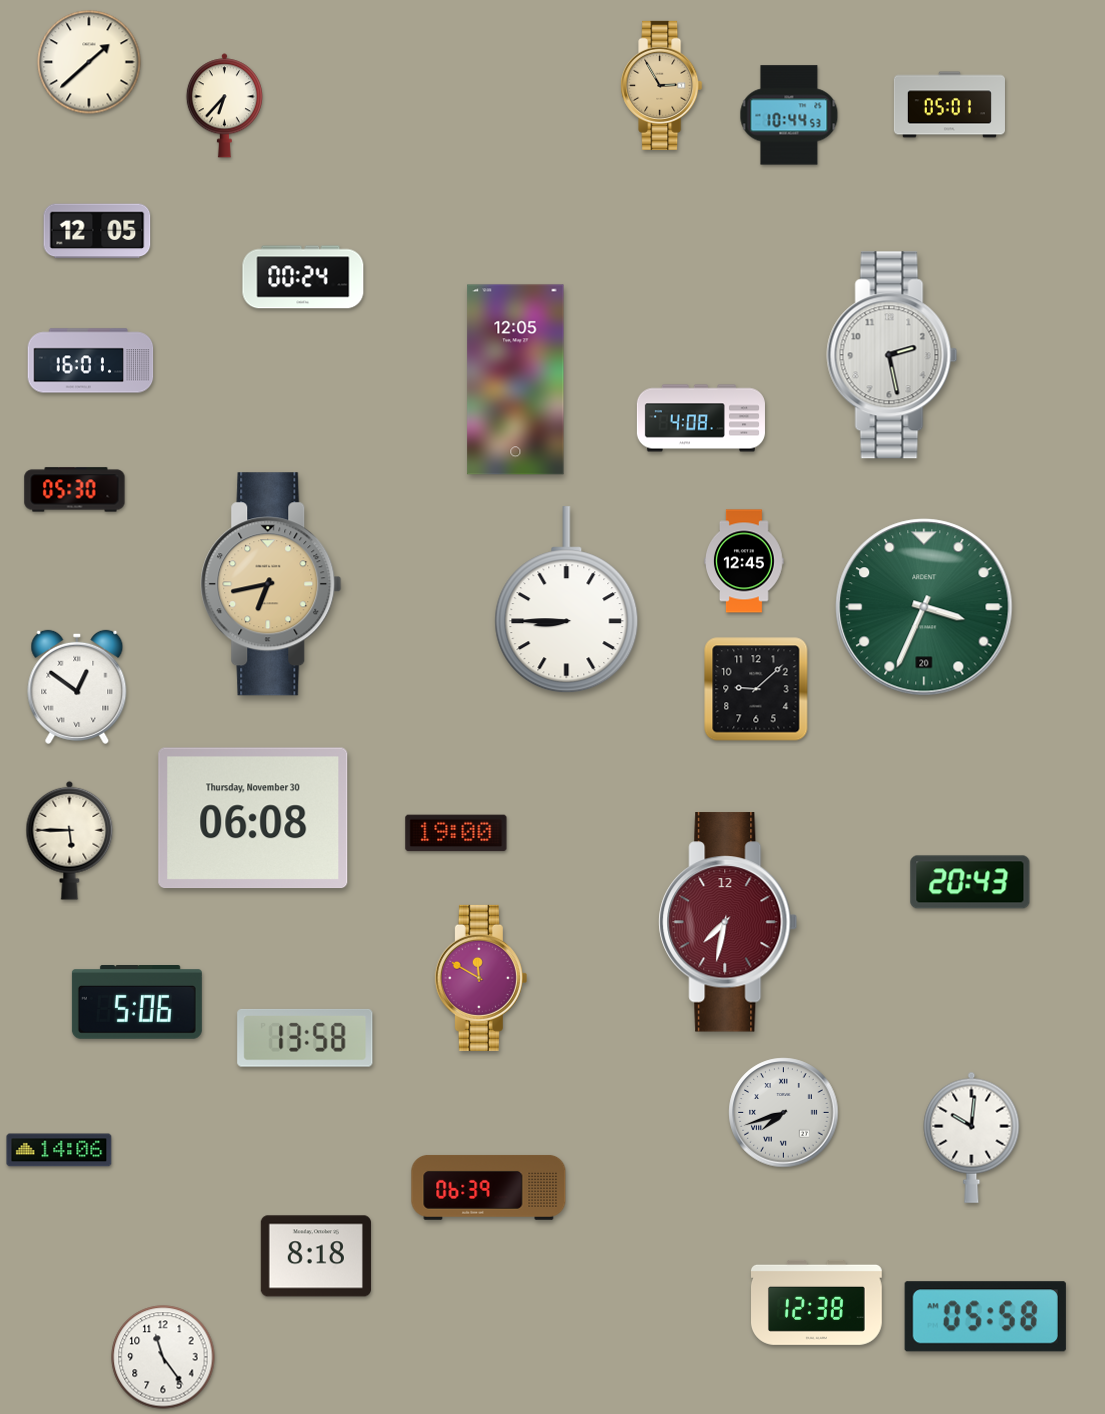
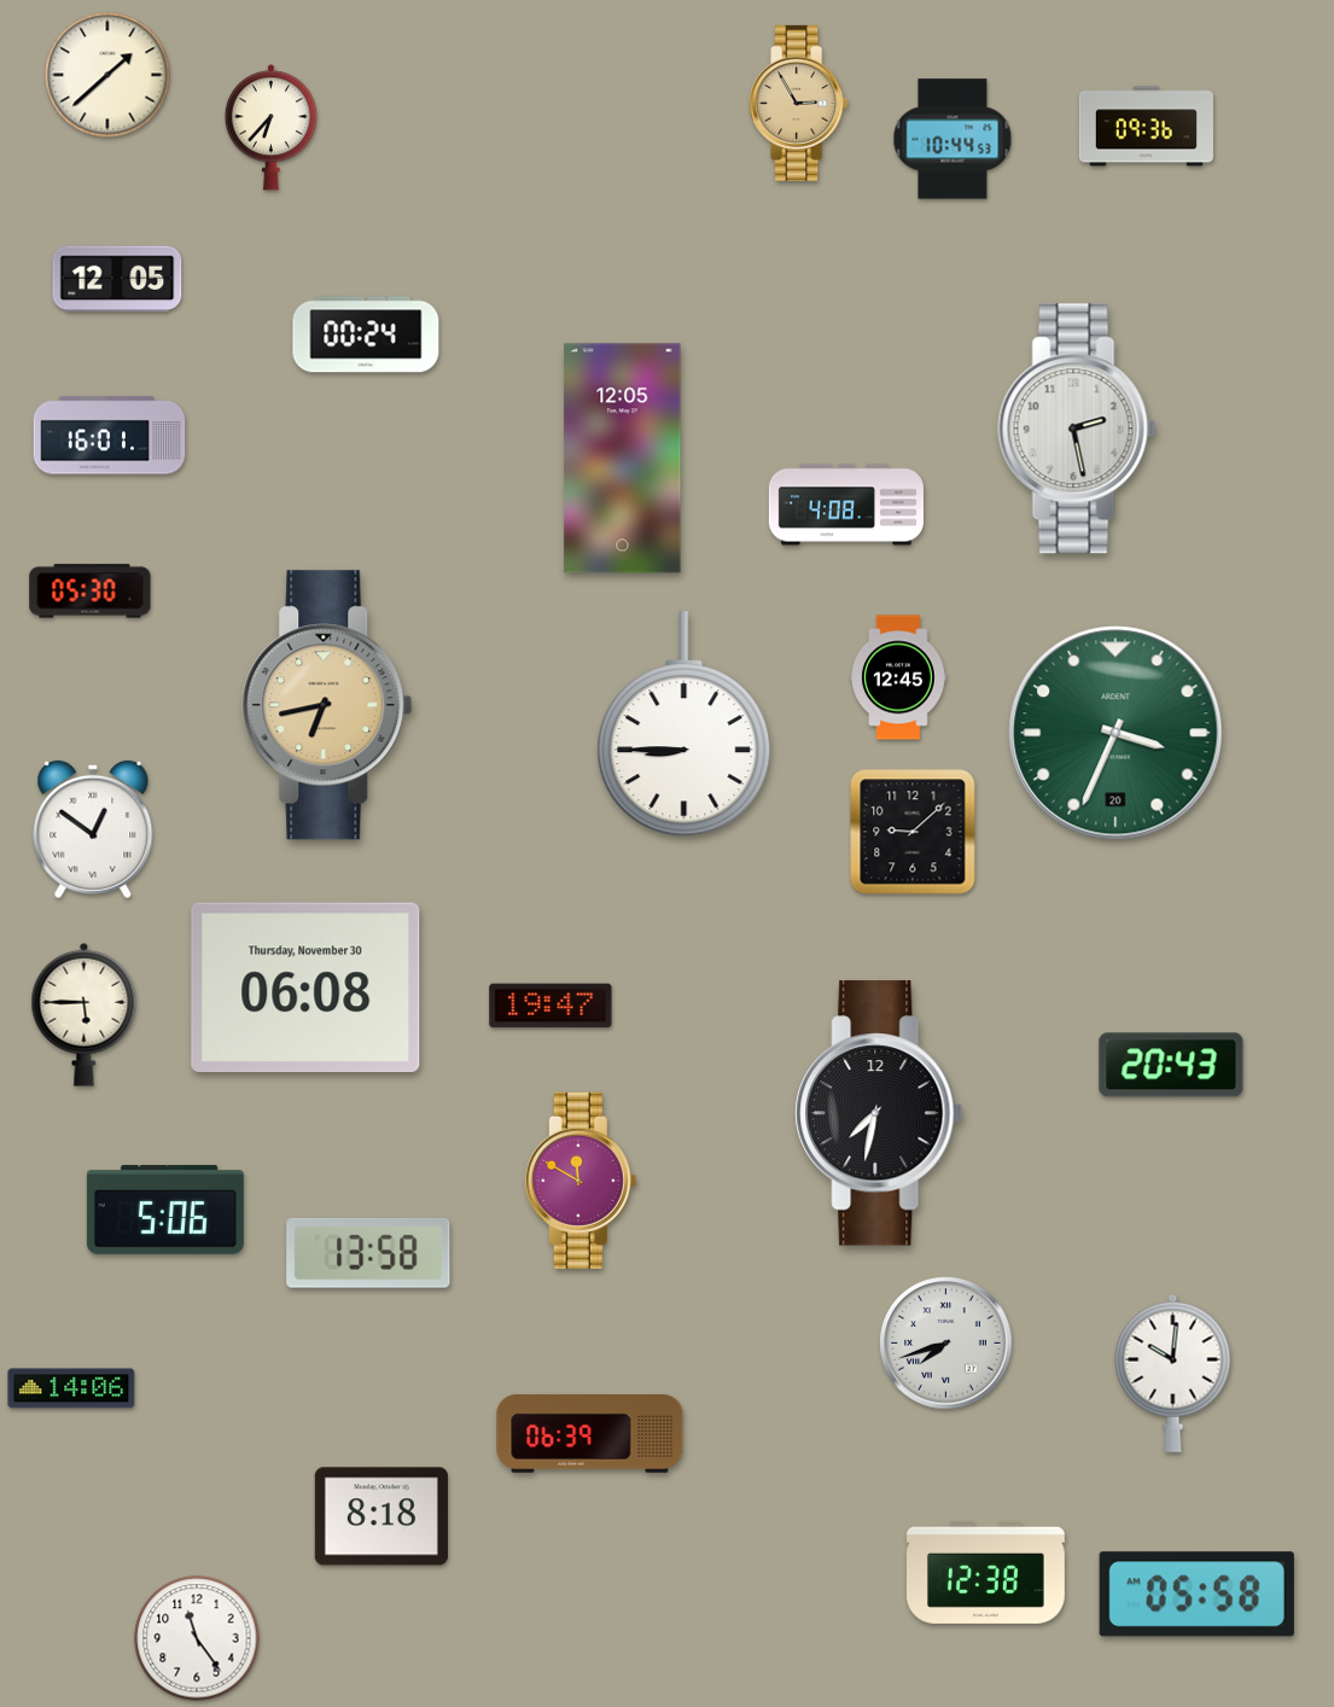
clock at (949, 105): 05:01 -> 09:36
clock at (456, 833): 19:00 -> 19:47
clock at (728, 922) dial: burgundy -> black
clock at (985, 1317) position: (985, 1317) -> (1196, 1595)
